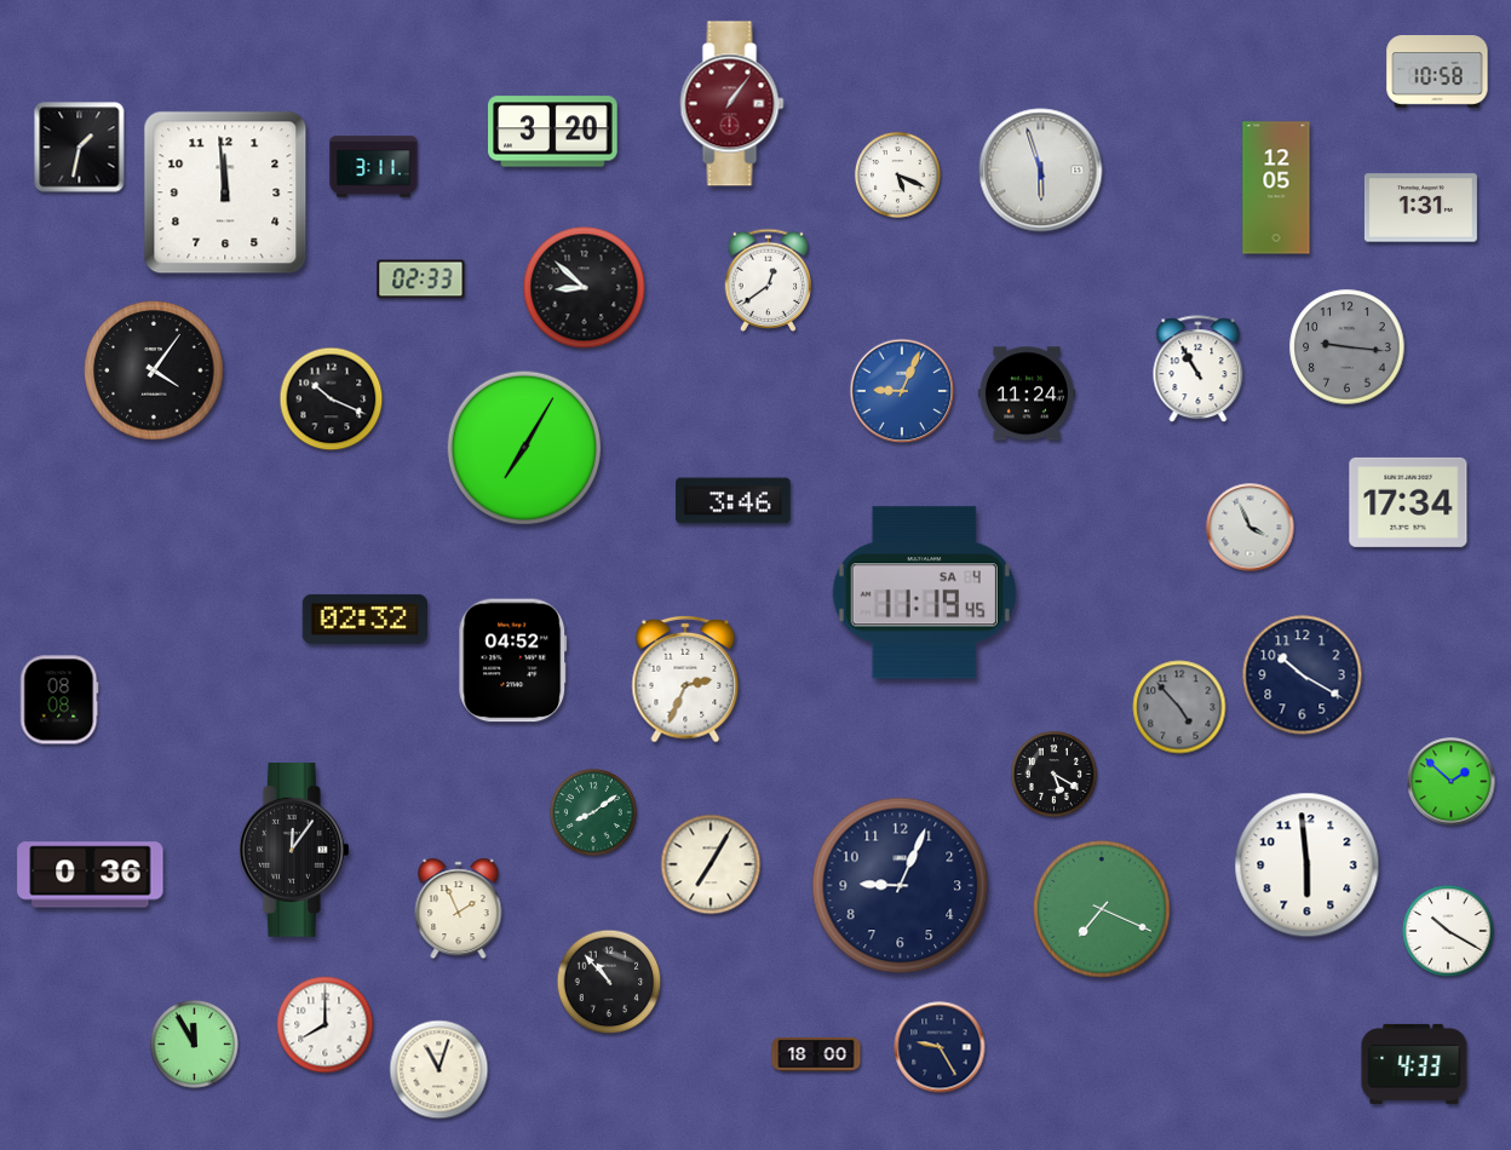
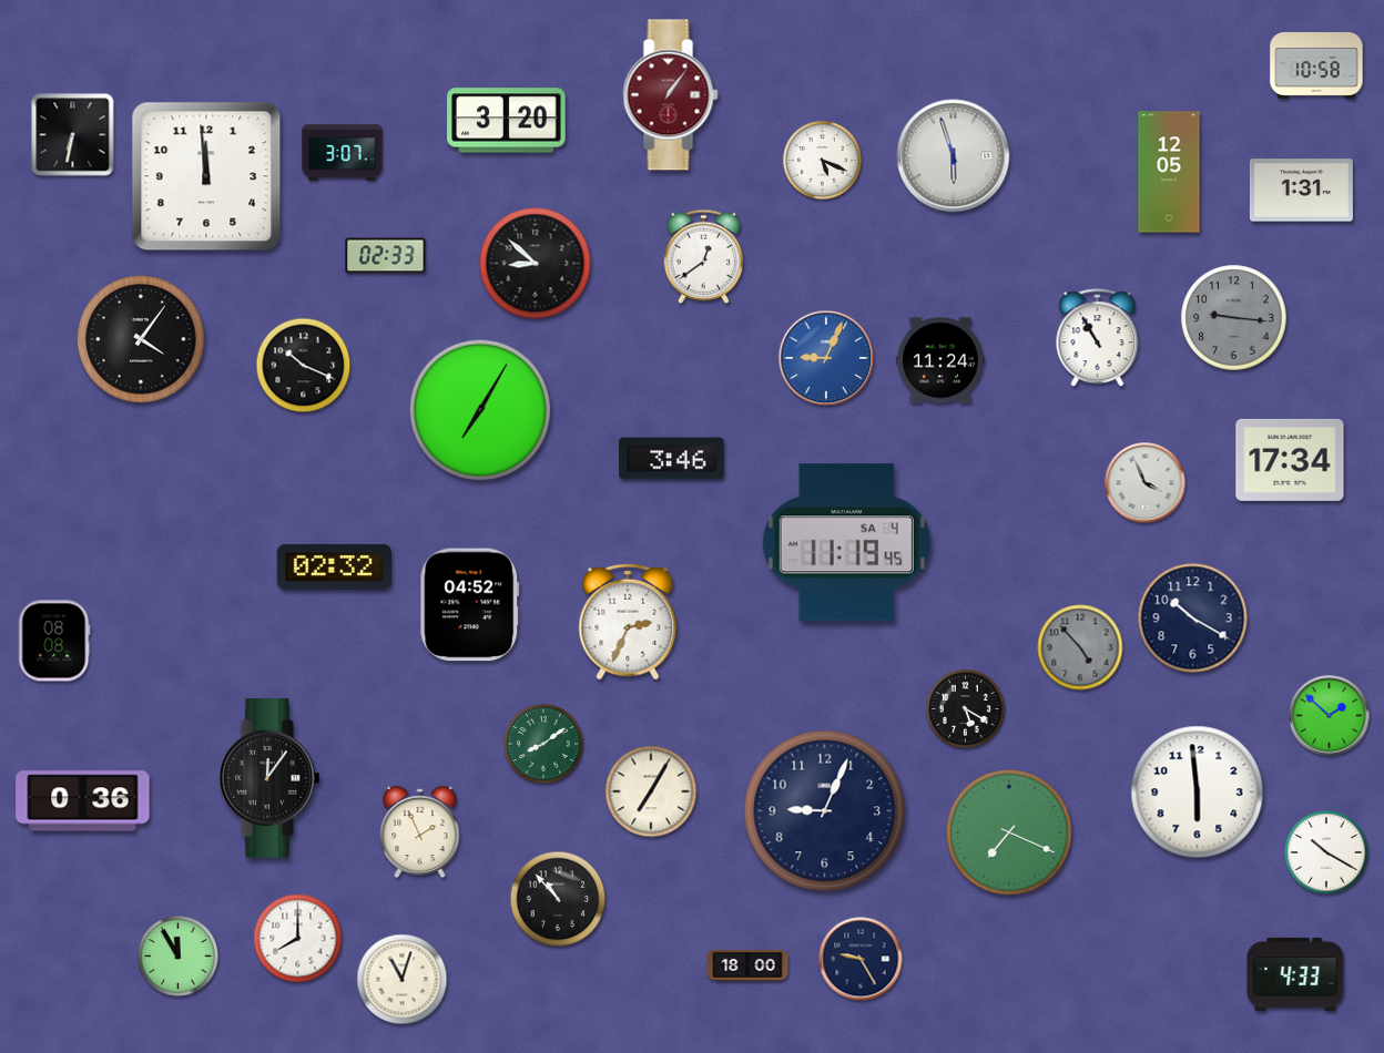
clock at (80, 148): 1:32 -> 6:32
clock at (374, 167): 3:11 -> 3:07
